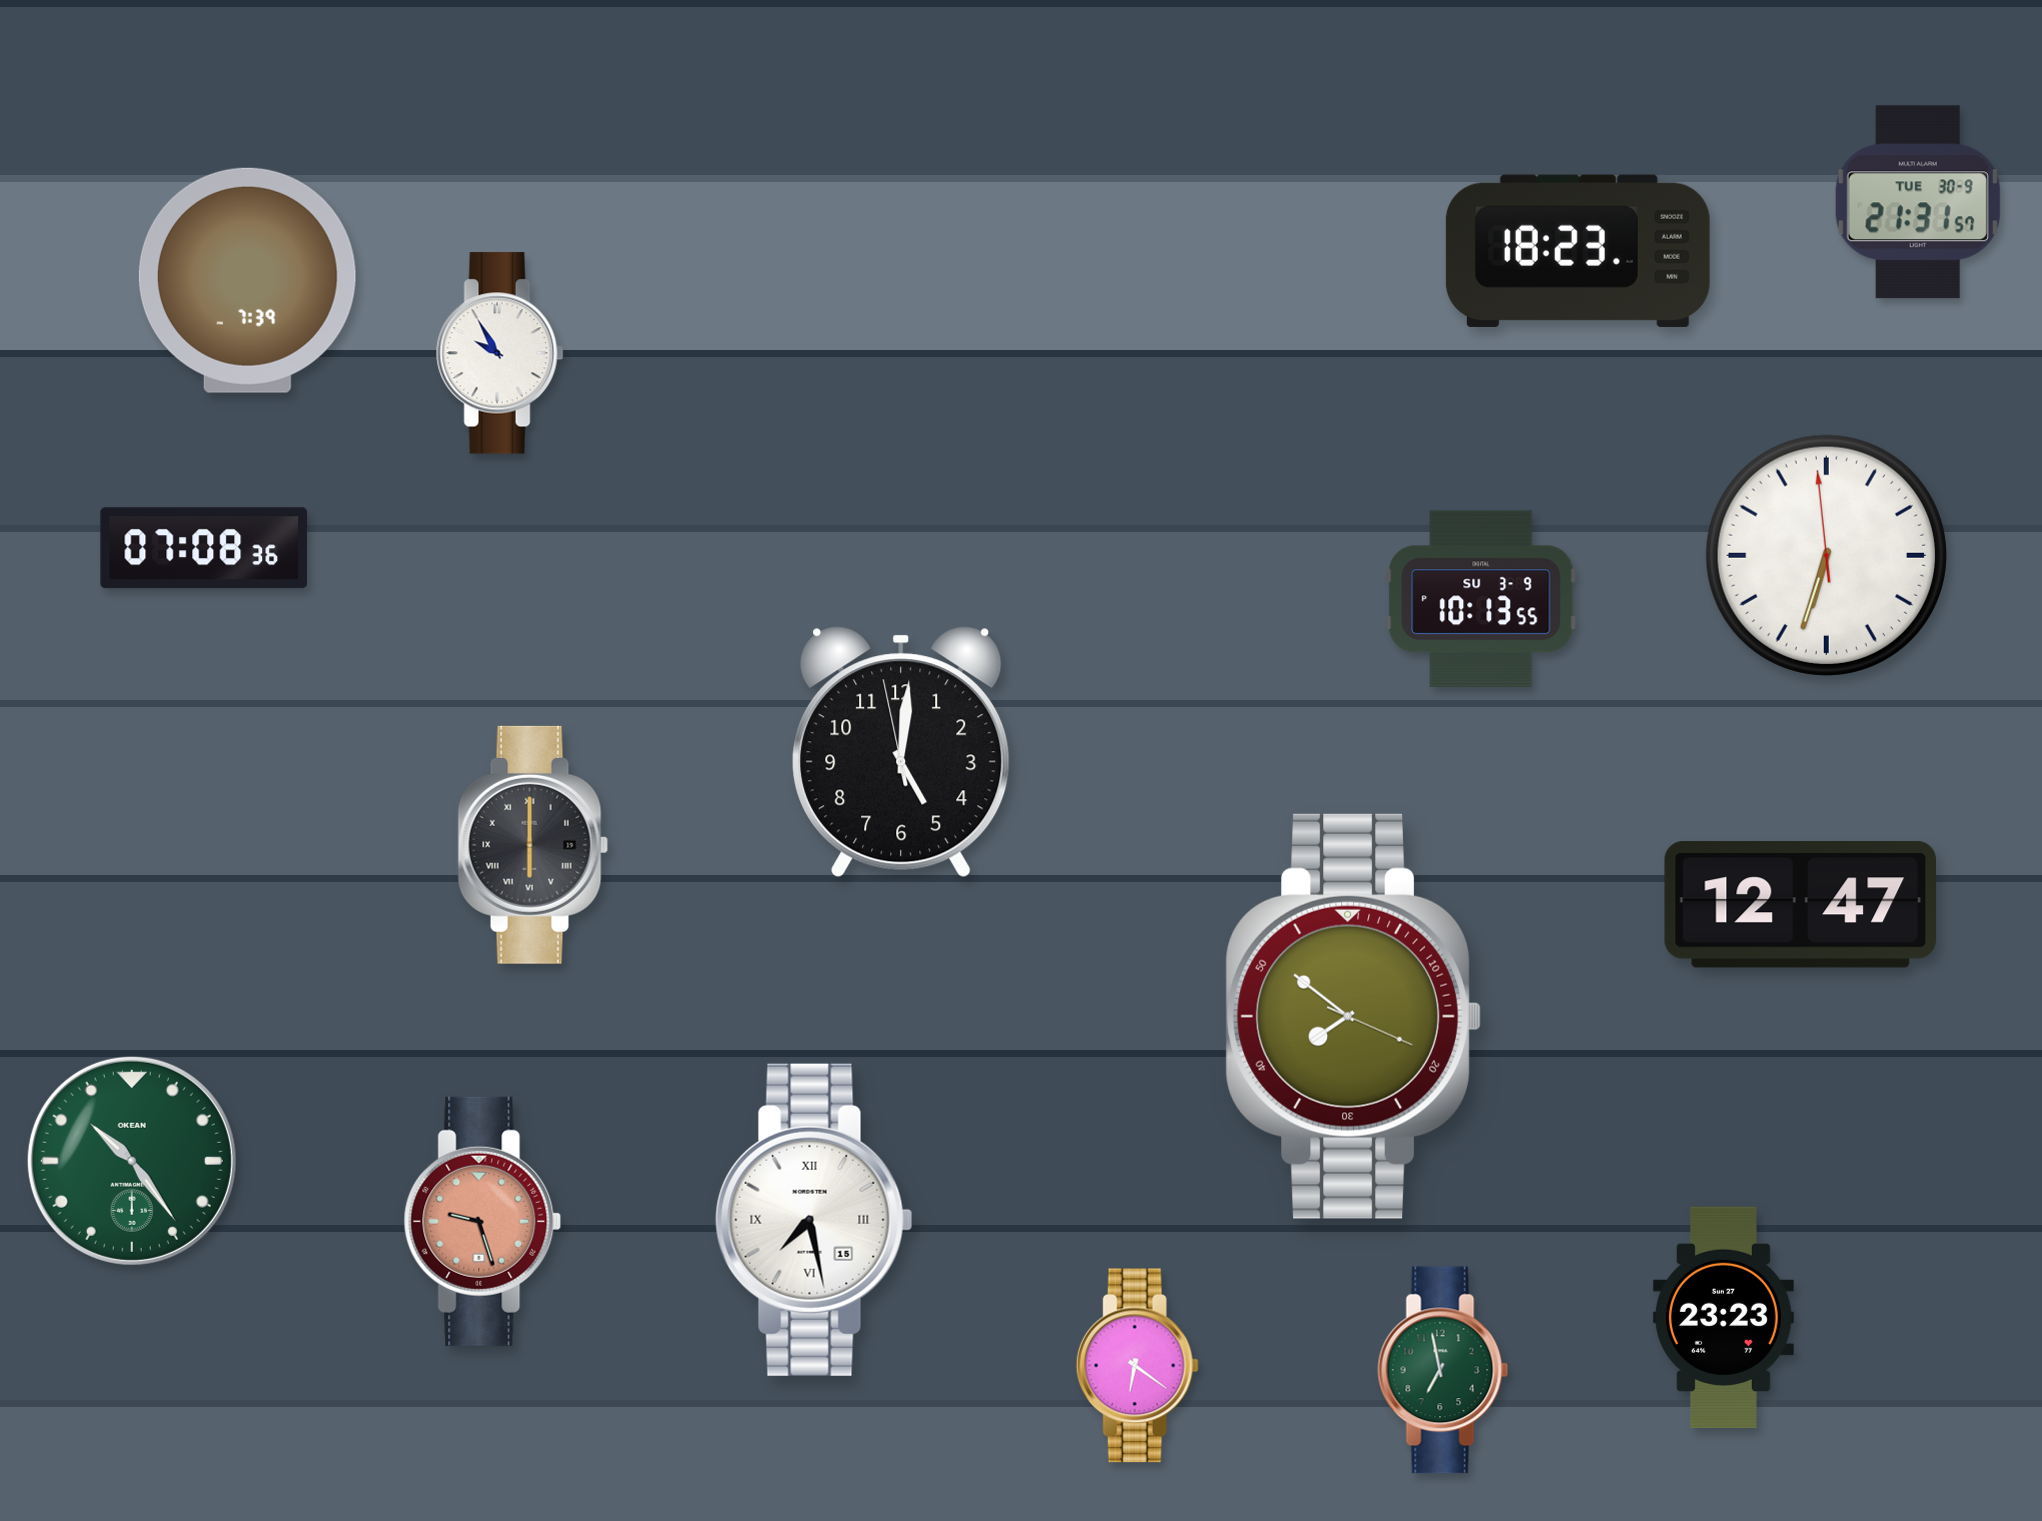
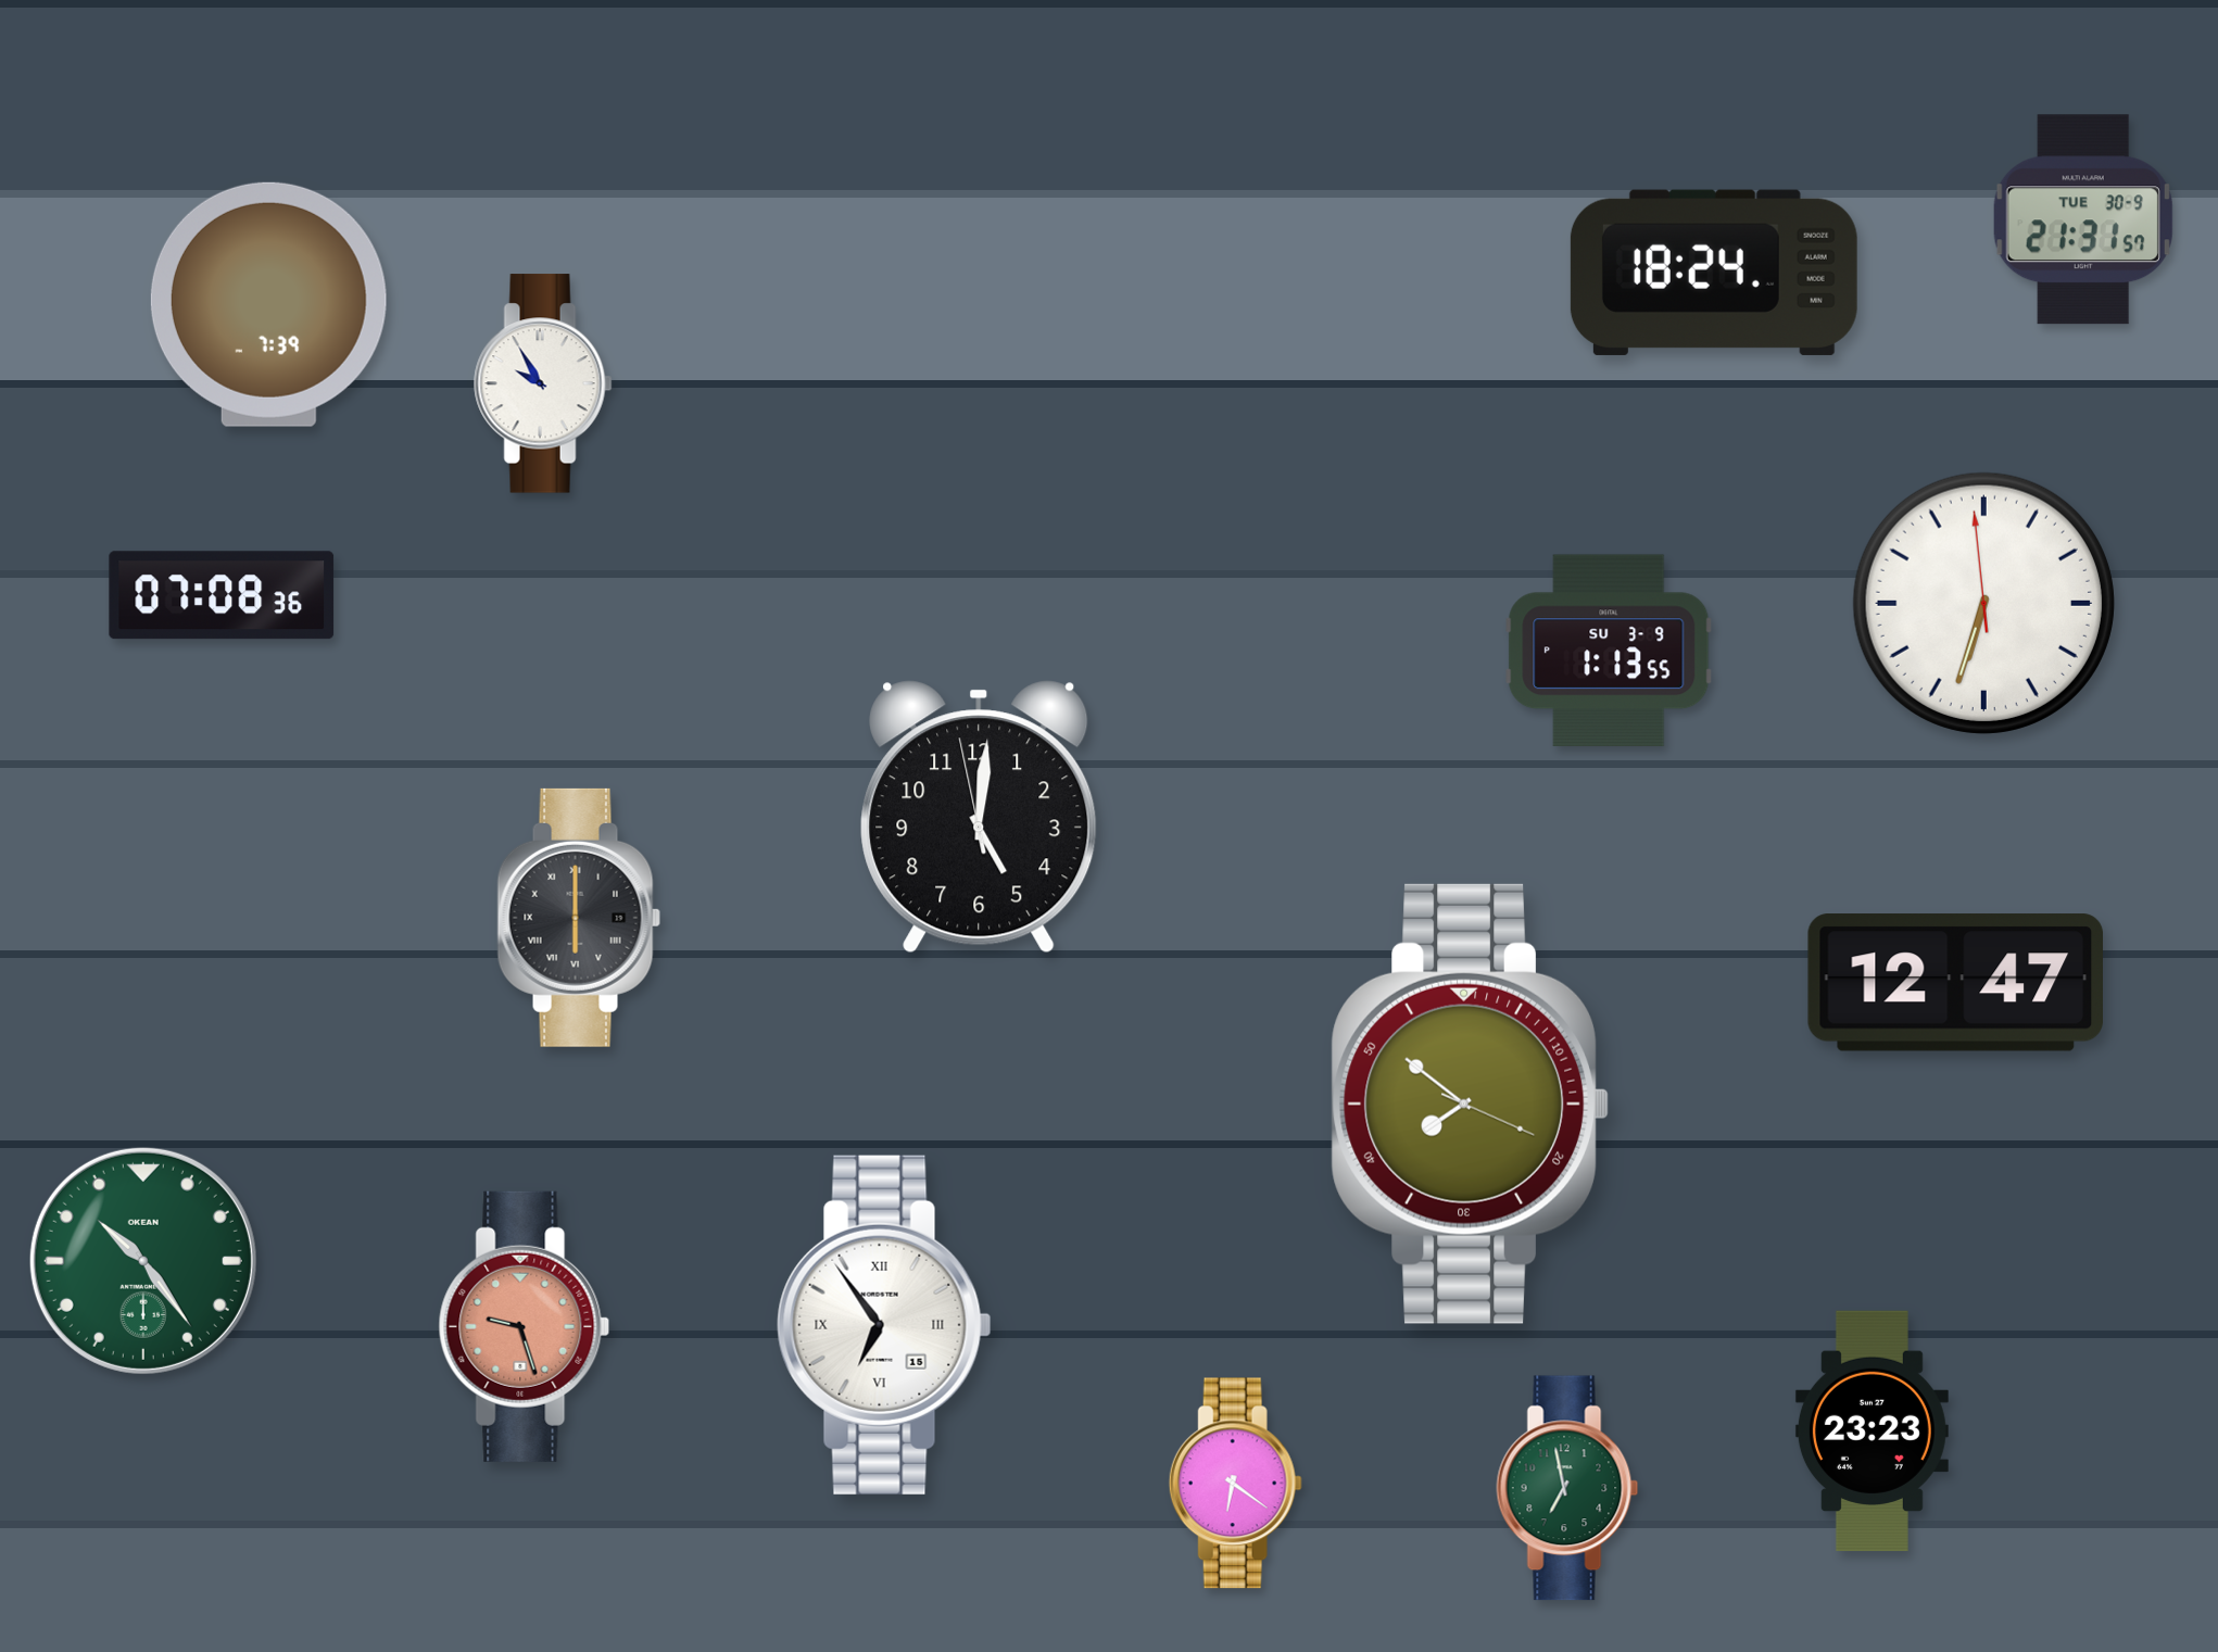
clock at (1578, 251): 18:23 -> 18:24
clock at (1481, 599): 10:13 -> 1:13
clock at (814, 1220): 7:28 -> 6:54
